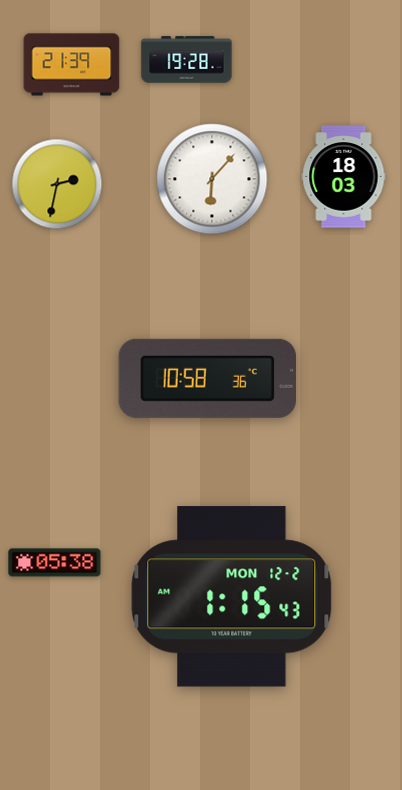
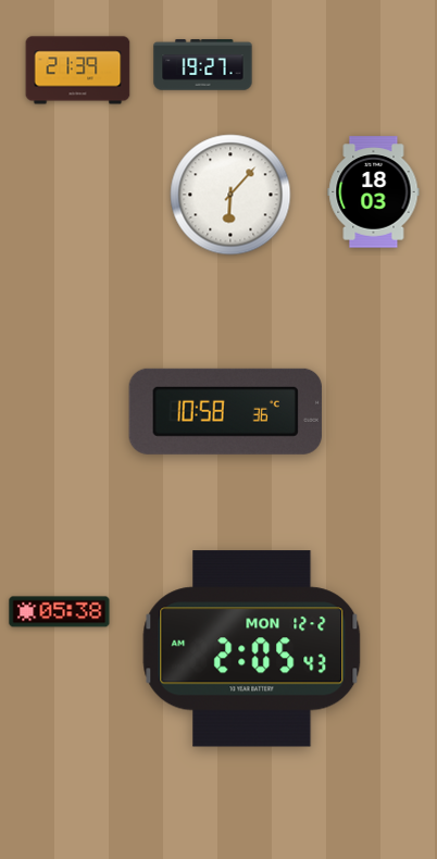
clock at (187, 60): 19:28 -> 19:27
clock at (57, 184): 2:32 -> none
clock at (232, 597): 1:15 -> 2:05
